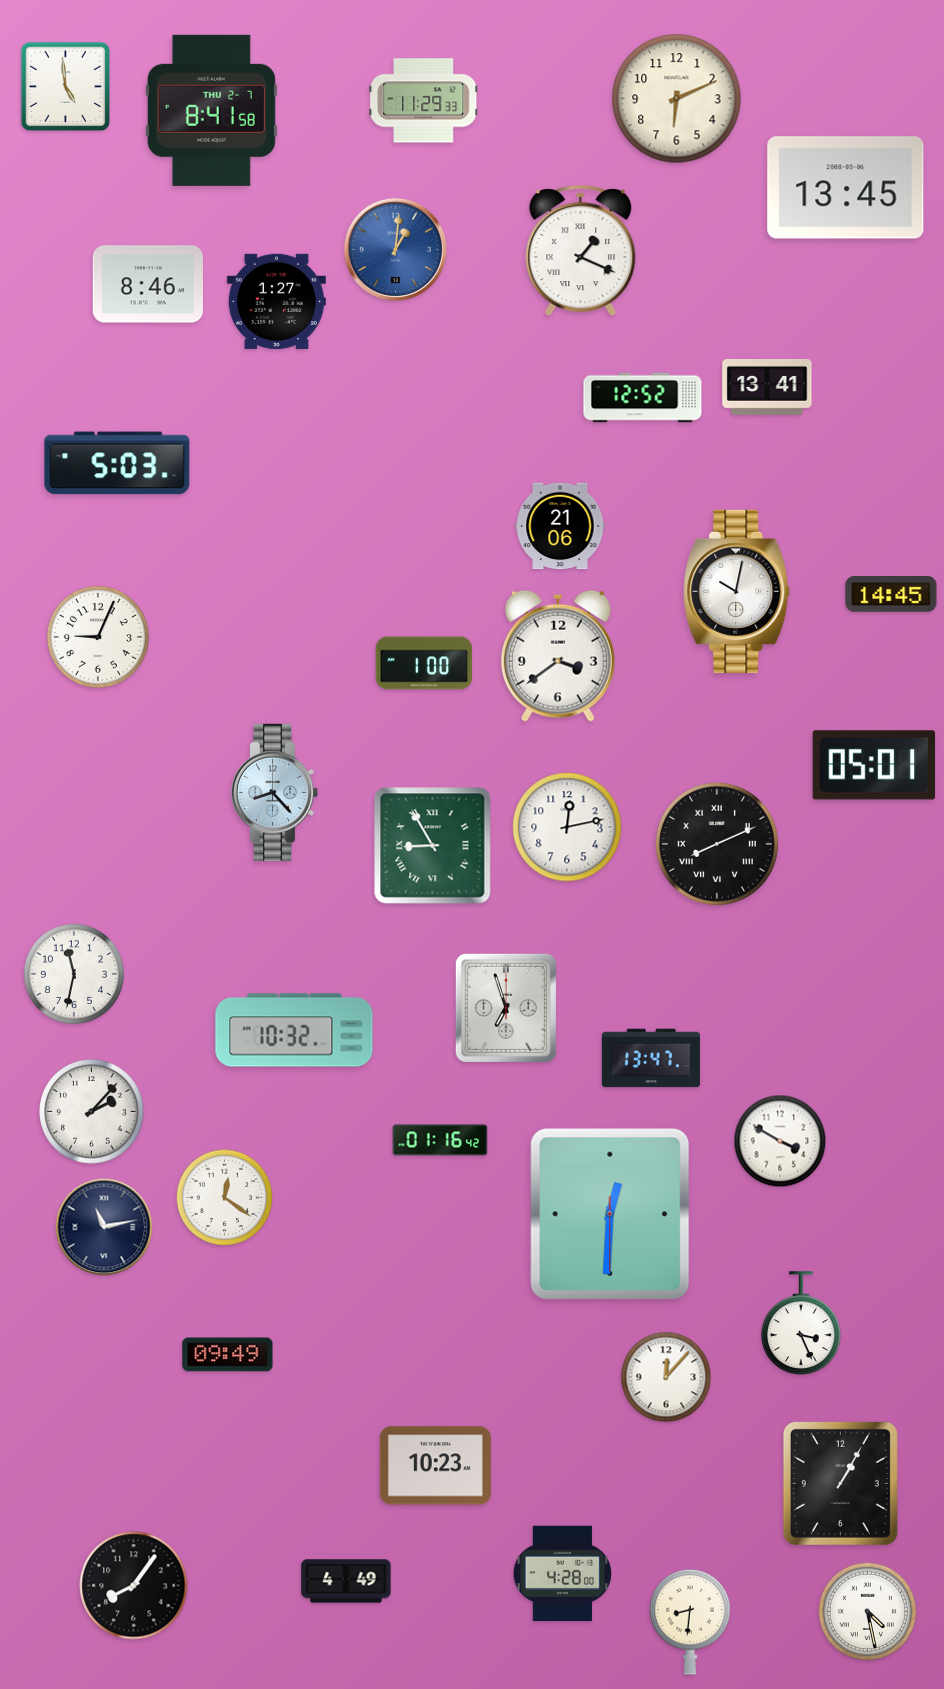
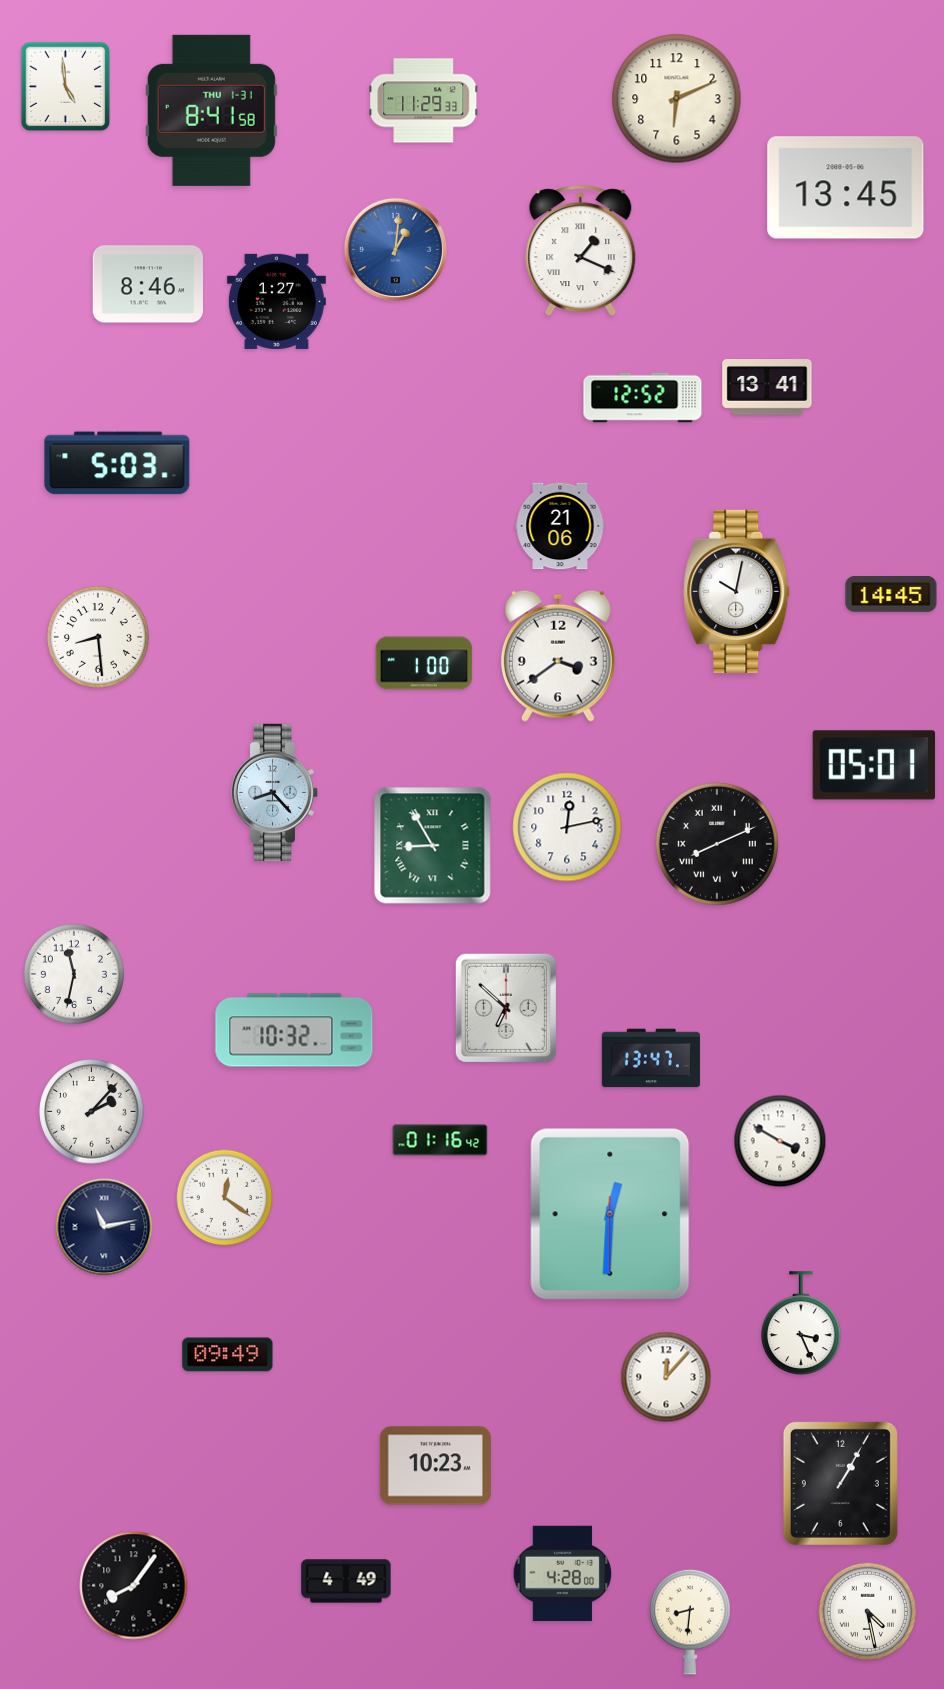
clock at (211, 110) date: THU 2-7 -> THU 1-31
clock at (98, 637): 9:04 -> 8:29
clock at (506, 1008): 6:57 -> 6:52
